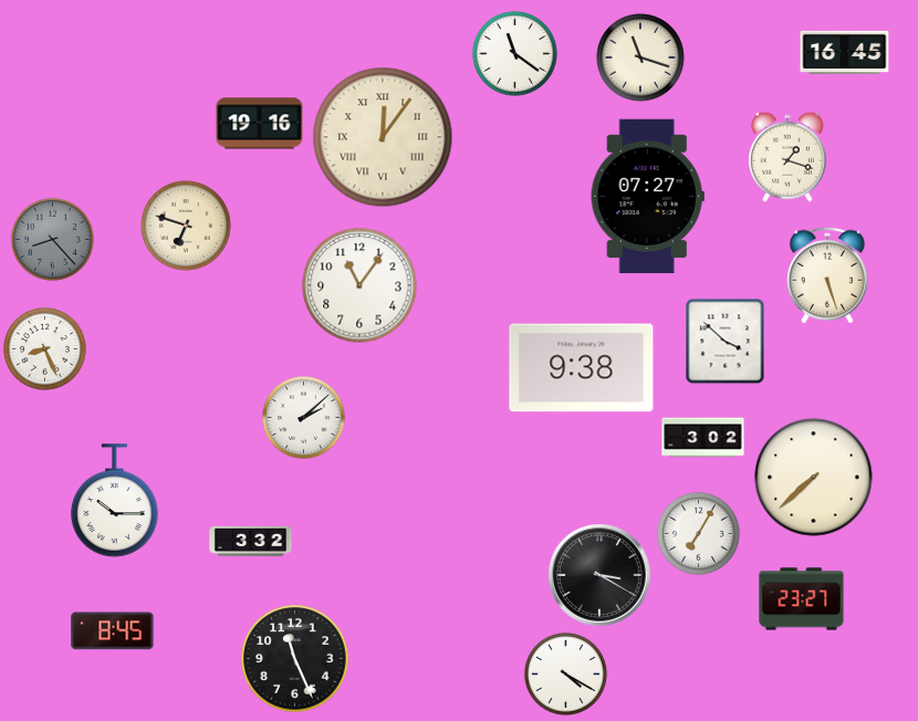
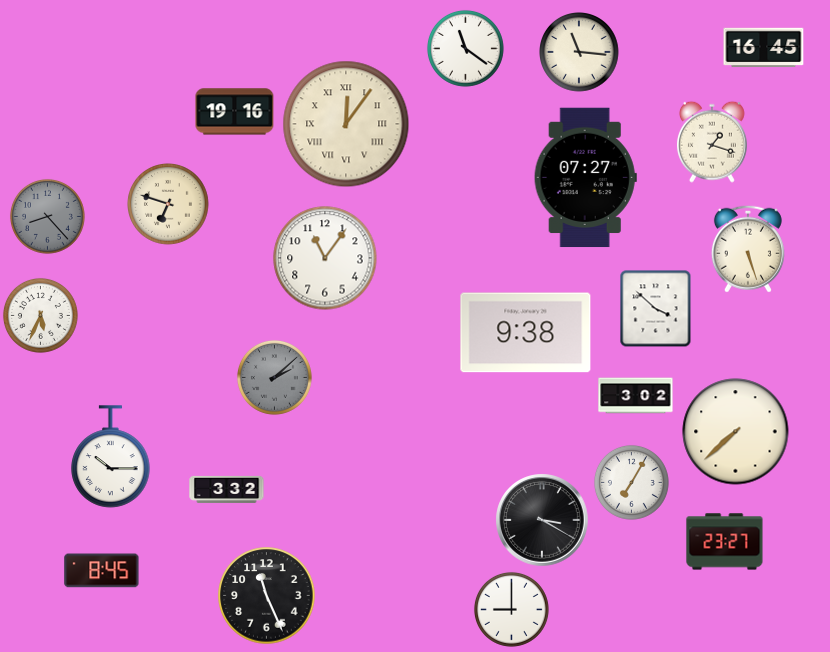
clock at (641, 59): 11:18 -> 11:16
clock at (44, 348): 8:26 -> 5:34
clock at (303, 417) dial: white -> grey
clock at (115, 501) position: (115, 501) -> (111, 457)
clock at (565, 673): 4:20 -> 9:00
